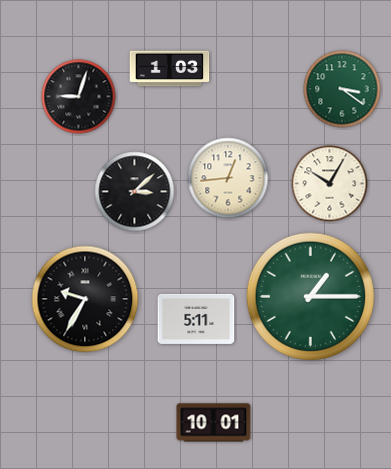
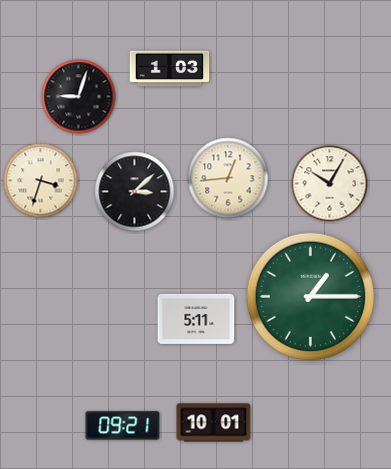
clock at (342, 89): 3:21 -> none
clock at (41, 181): none -> 3:33
clock at (85, 299): 9:35 -> none
clock at (123, 426): none -> 09:21
